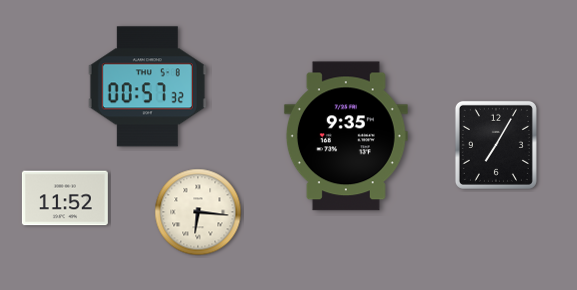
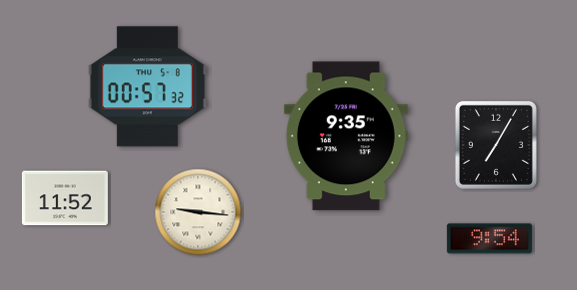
clock at (198, 212): 6:16 -> 9:16
clock at (489, 239): none -> 9:54
